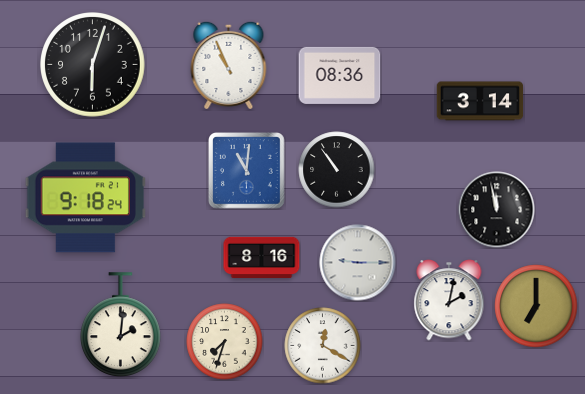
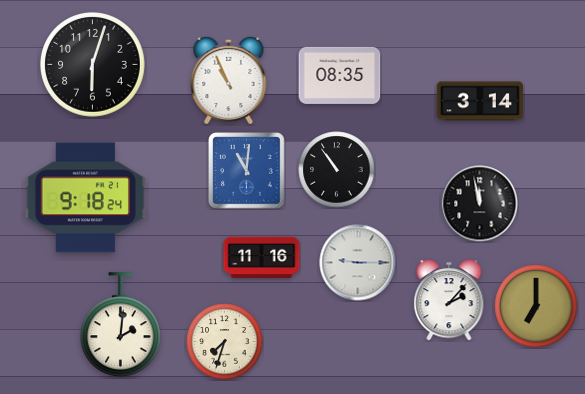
clock at (229, 64) position: (229, 64) -> (229, 79)
clock at (340, 75): 08:36 -> 08:35
clock at (497, 210) position: (497, 210) -> (480, 204)
clock at (262, 257): 8:16 -> 11:16
clock at (449, 300): 2:02 -> 2:07
clock at (323, 346): 12:20 -> none
